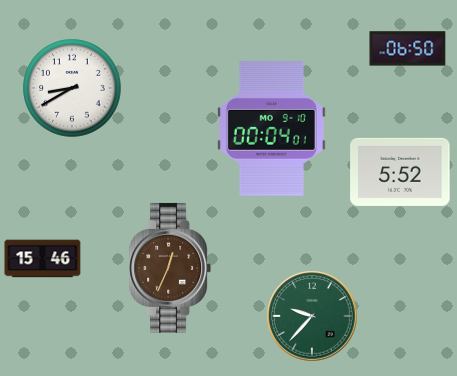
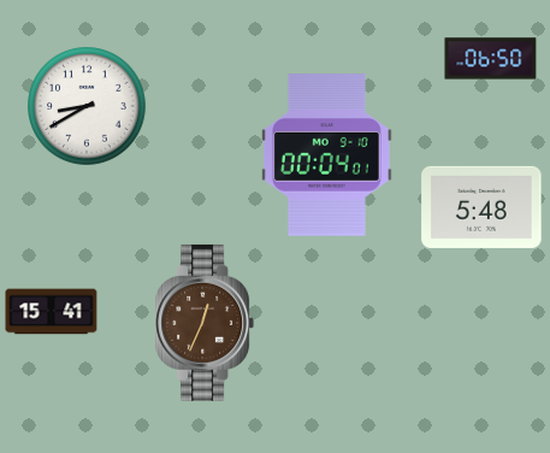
clock at (400, 172): 5:52 -> 5:48
clock at (43, 259): 15:46 -> 15:41
clock at (312, 316): 9:37 -> none
